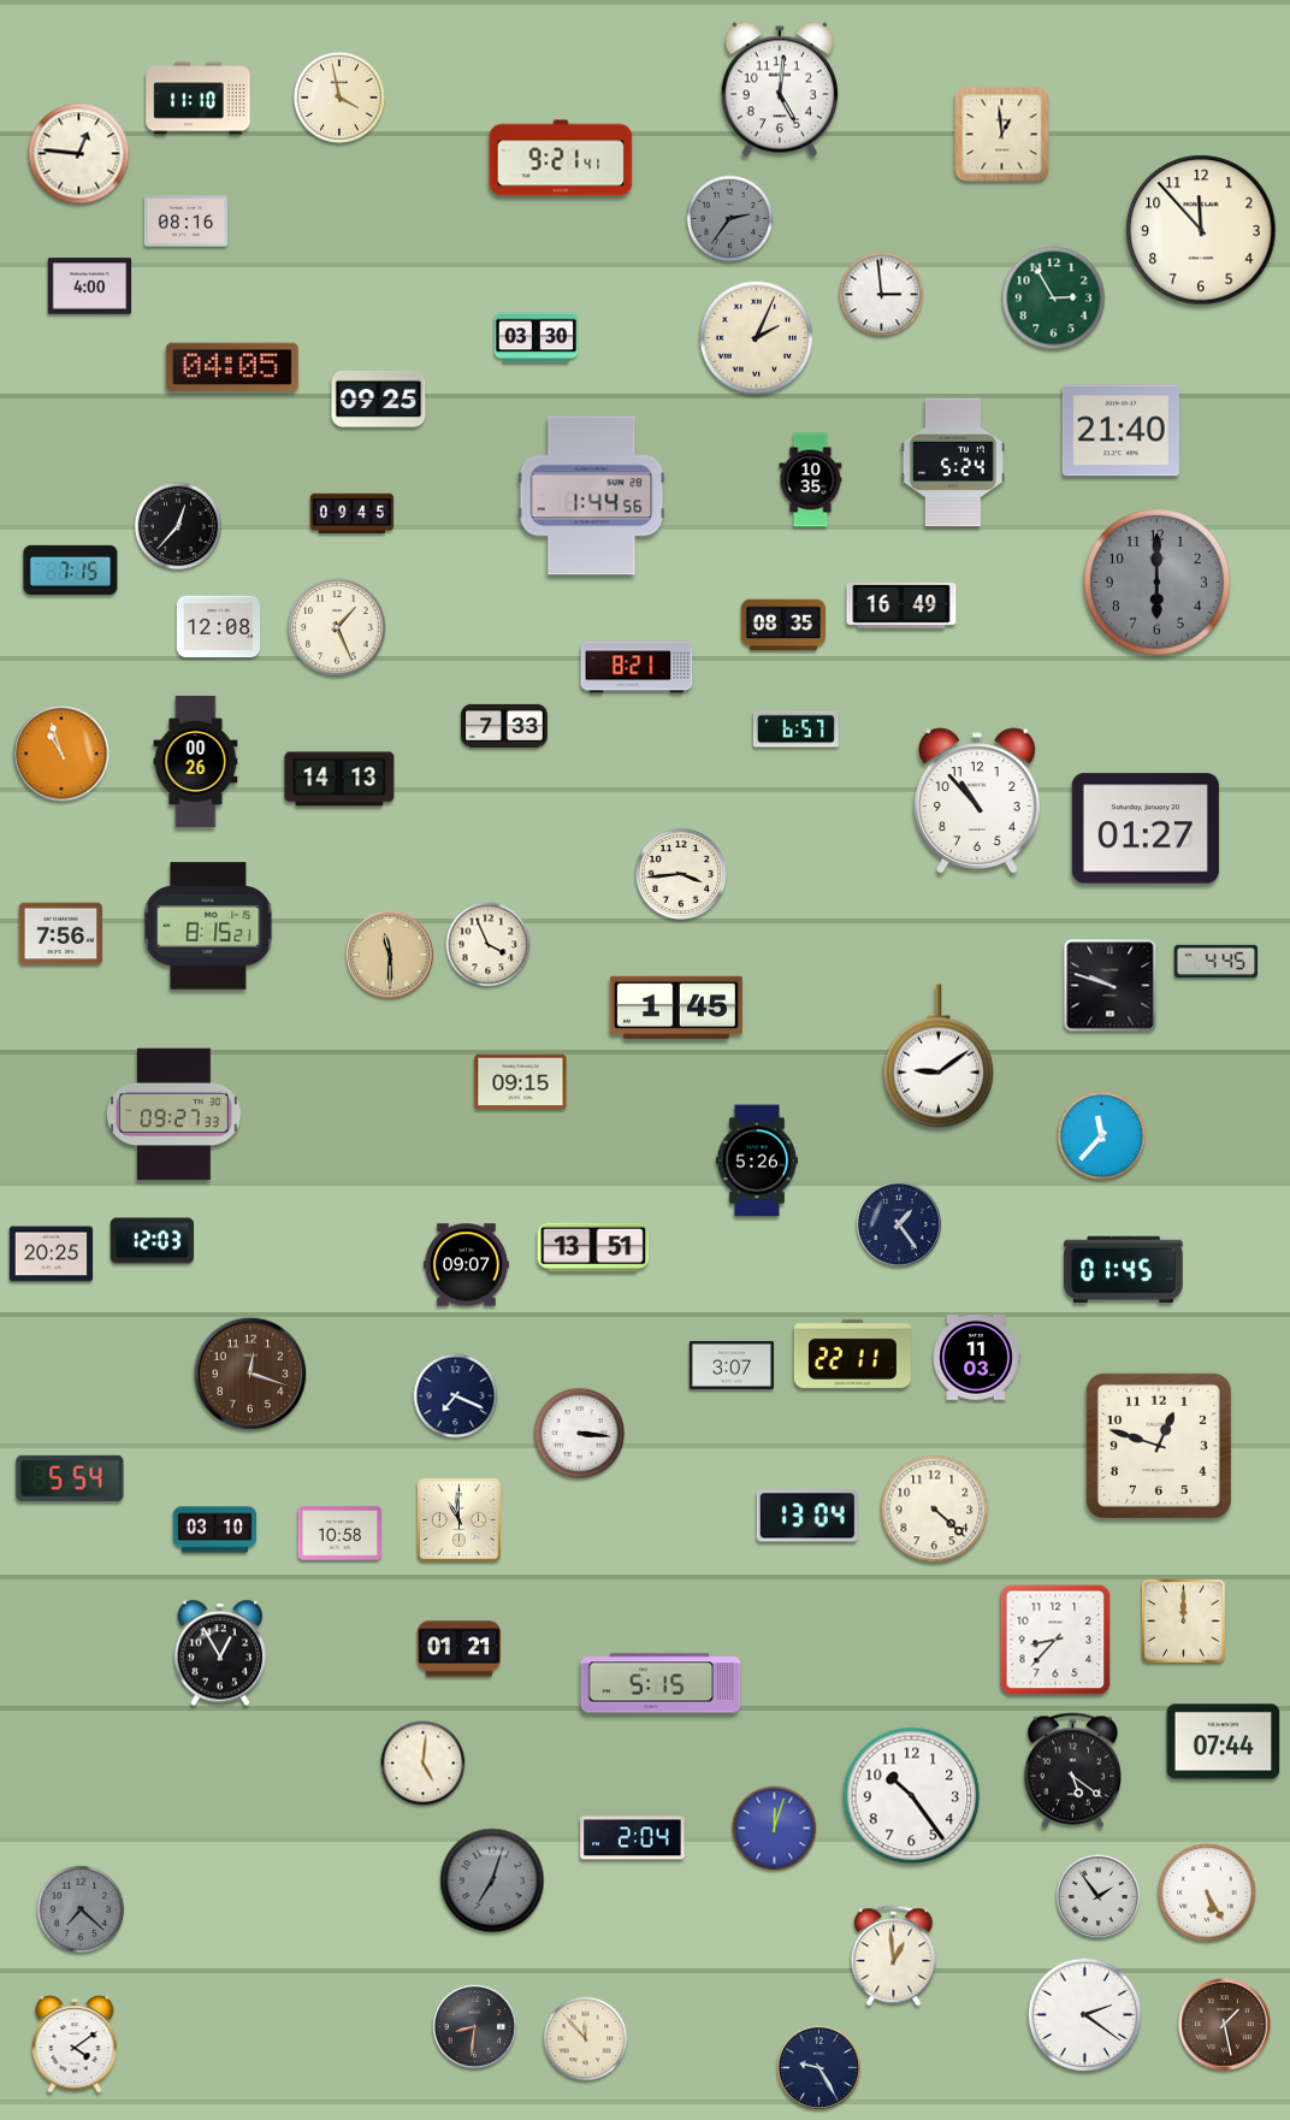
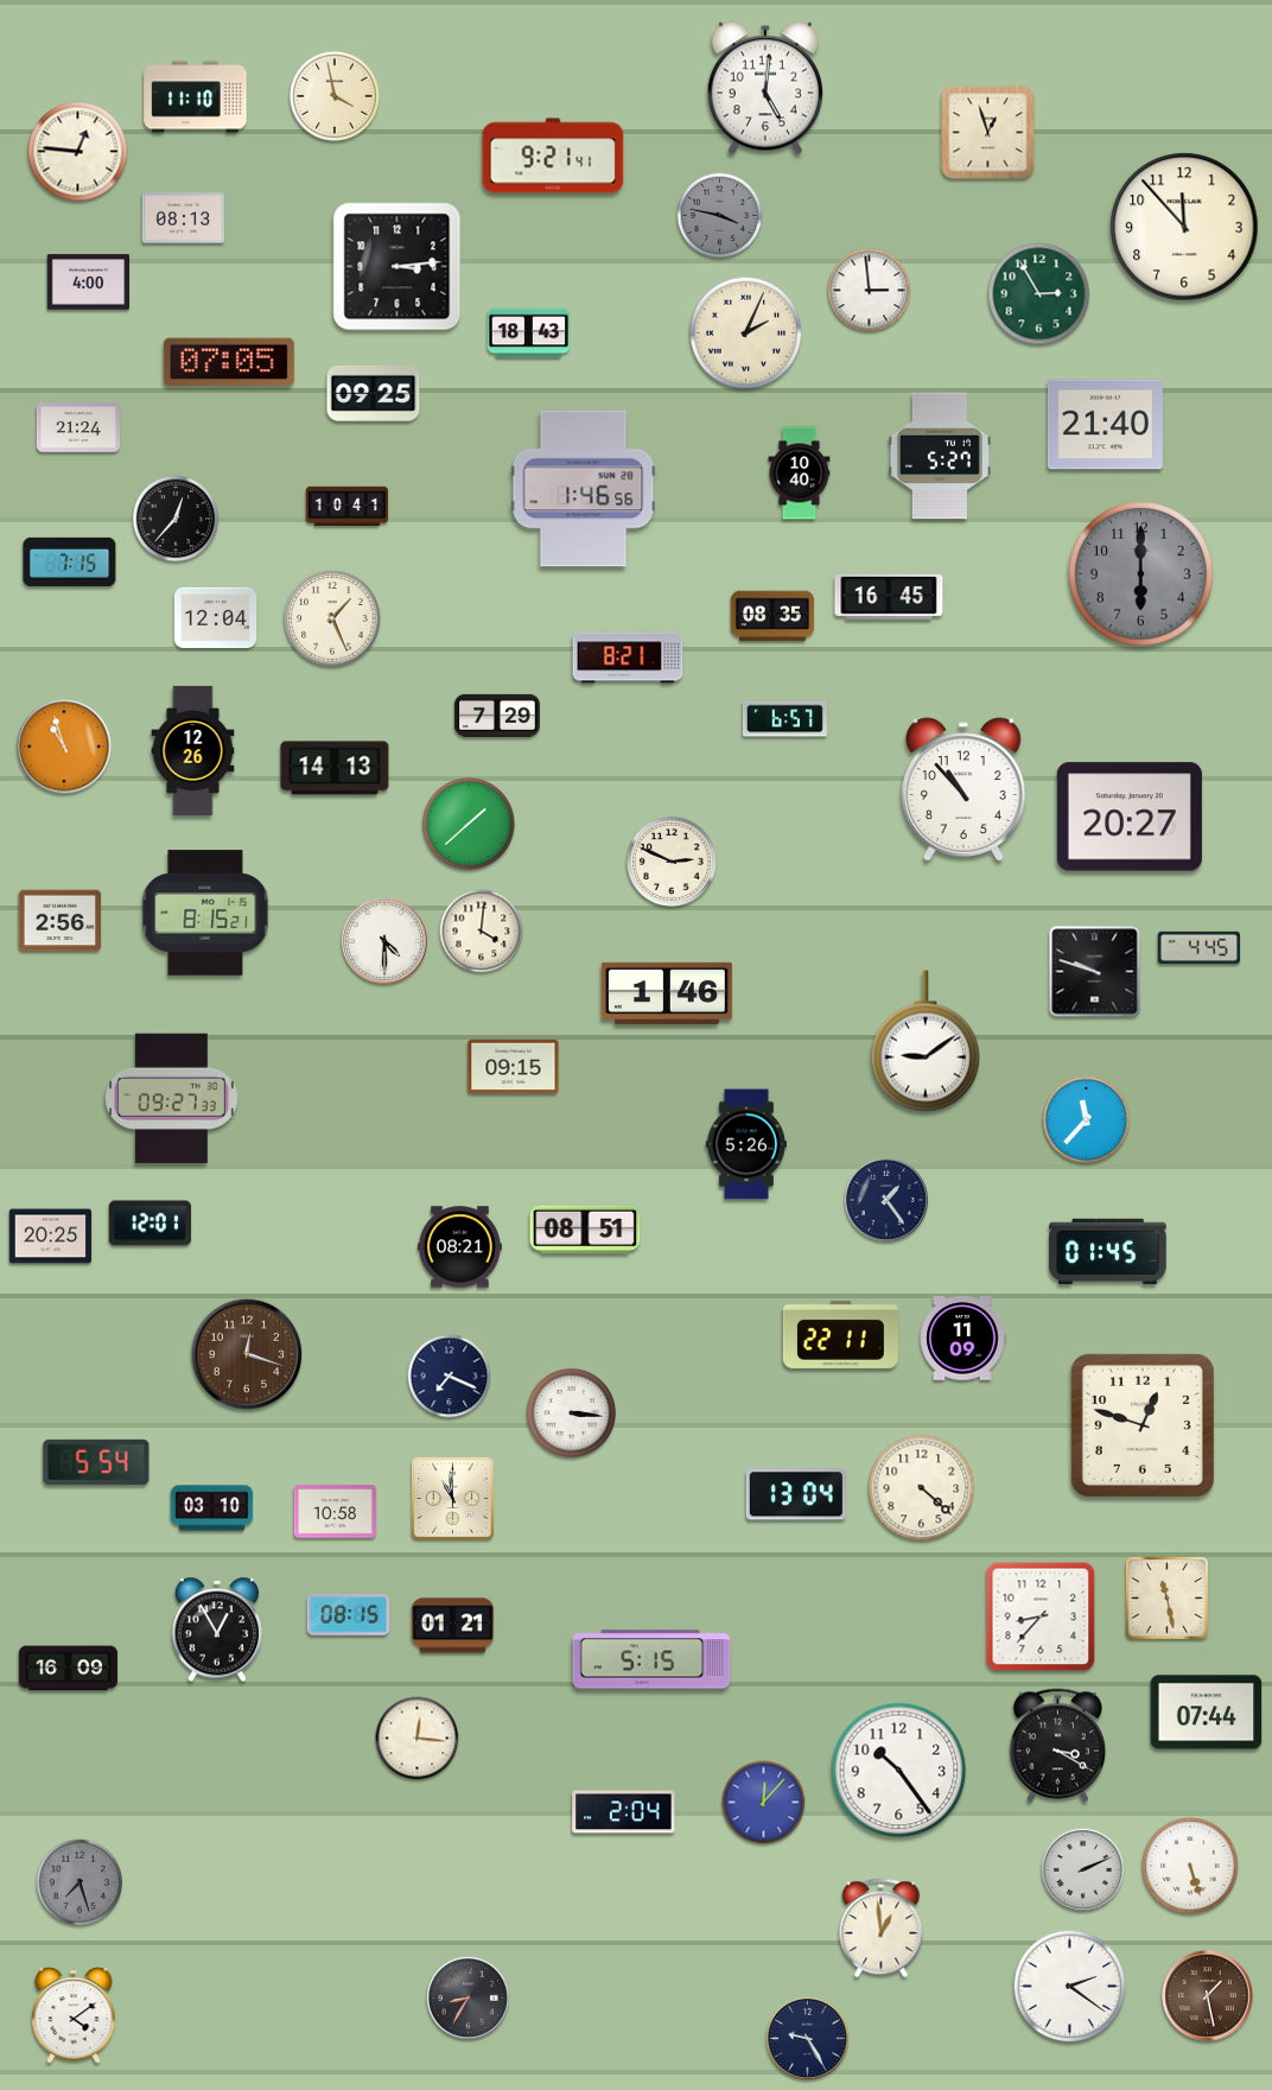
clock at (780, 89) position: (780, 89) -> (765, 88)
clock at (1002, 135): 12:59 -> 12:57
clock at (730, 219): 2:36 -> 3:47
clock at (187, 222): 08:16 -> 08:13
clock at (397, 267): none -> 3:14
clock at (537, 338): 03:30 -> 18:43
clock at (232, 367): 04:05 -> 07:05
clock at (78, 427): none -> 21:24
clock at (953, 462): 5:24 -> 5:27
clock at (811, 480): 10:35 -> 10:40
clock at (592, 496): 1:44 -> 1:46
clock at (353, 513): 09:45 -> 10:41
clock at (901, 606): 16:49 -> 16:45
clock at (219, 627): 12:08 -> 12:04
clock at (505, 726): 7:33 -> 7:29
clock at (61, 754) position: (61, 754) -> (64, 747)
clock at (196, 761): 00:26 -> 12:26
clock at (1146, 828): 01:27 -> 20:27
clock at (470, 825): none -> 1:38
clock at (681, 874): 3:44 -> 2:49
clock at (61, 934): 7:56 -> 2:56
clock at (489, 945): 3:56 -> 4:01
clock at (390, 955): 11:30 -> 4:30
clock at (390, 955) dial: champagne -> white
clock at (676, 1008): 1:45 -> 1:46
clock at (899, 1224) position: (899, 1224) -> (886, 1200)
clock at (153, 1241): 12:03 -> 12:01
clock at (593, 1247): 13:51 -> 08:51
clock at (466, 1265): 09:07 -> 08:21
clock at (976, 1358): 11:03 -> 11:09
clock at (732, 1365): 3:07 -> none
clock at (70, 1478) position: (70, 1478) -> (96, 1462)
clock at (1183, 1620): 12:00 -> 11:28
clock at (349, 1615): none -> 08:15
clock at (68, 1669): none -> 16:09
clock at (1224, 1742) position: (1224, 1742) -> (1207, 1713)
clock at (424, 1764): 5:01 -> 12:16
clock at (1072, 1771): 5:21 -> 3:20
clock at (775, 1829): 12:03 -> 12:07
clock at (492, 1880): 7:03 -> none
clock at (1207, 1892): 5:25 -> 5:27
clock at (1097, 1896): 1:54 -> 2:11
clock at (81, 1909): 7:22 -> 7:27
clock at (474, 2026): 8:31 -> 8:35
clock at (586, 2039): 11:53 -> none
